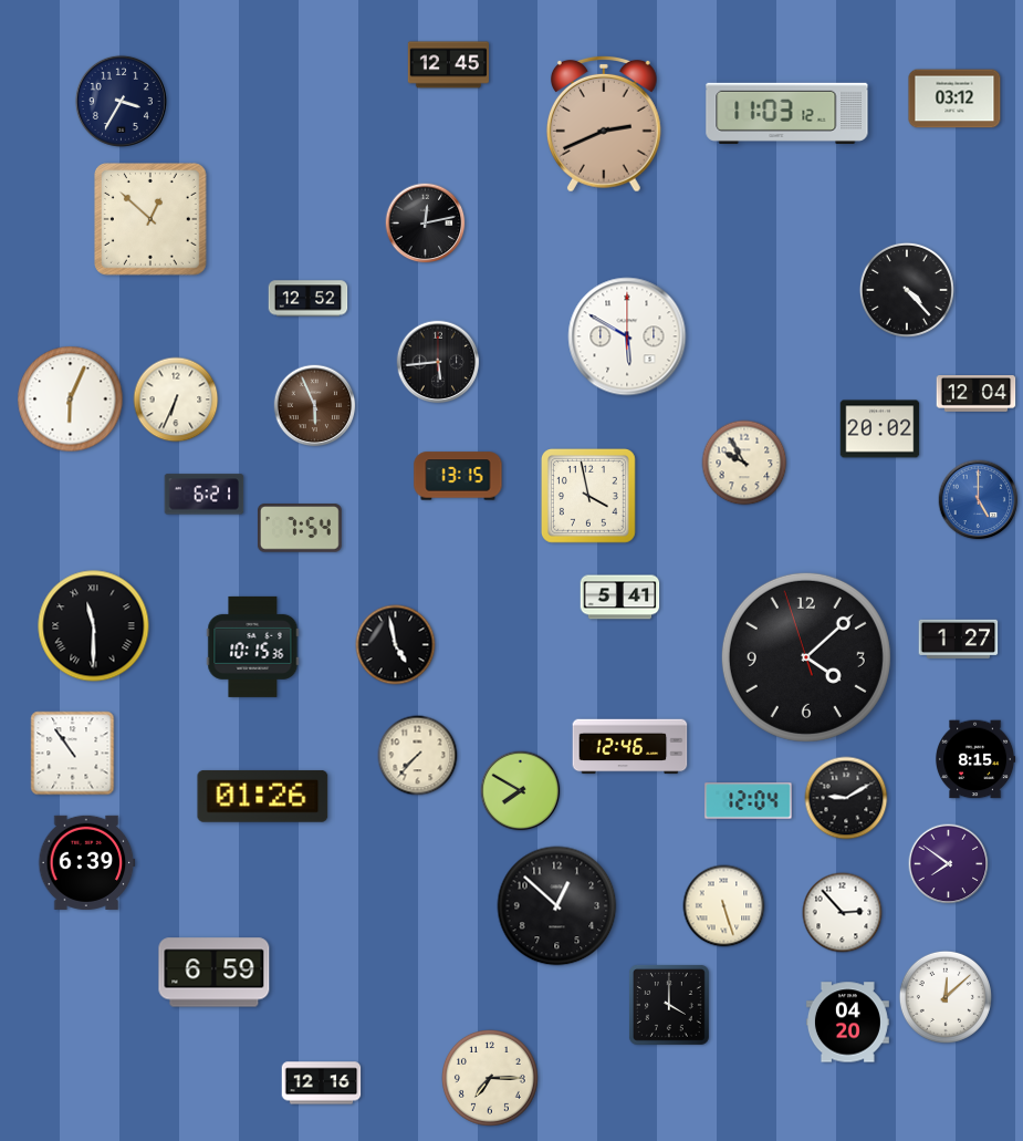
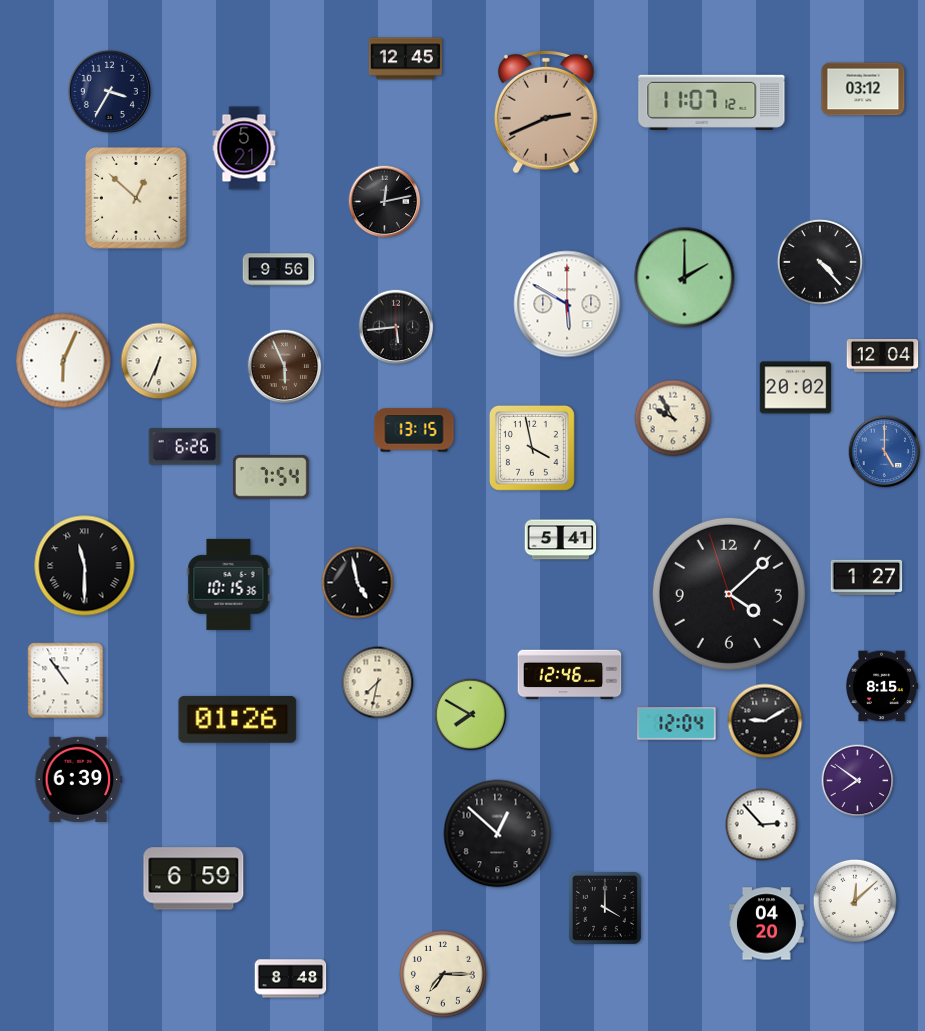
clock at (787, 113): 11:03 -> 11:07
clock at (244, 148): none -> 5:21
clock at (309, 299): 12:52 -> 9:56
clock at (685, 278): none -> 2:00
clock at (205, 495): 6:21 -> 6:26
clock at (418, 756): 7:37 -> 7:32
clock at (557, 906) position: (557, 906) -> (498, 834)
clock at (724, 906): 5:27 -> none
clock at (322, 1083): 12:16 -> 8:48
